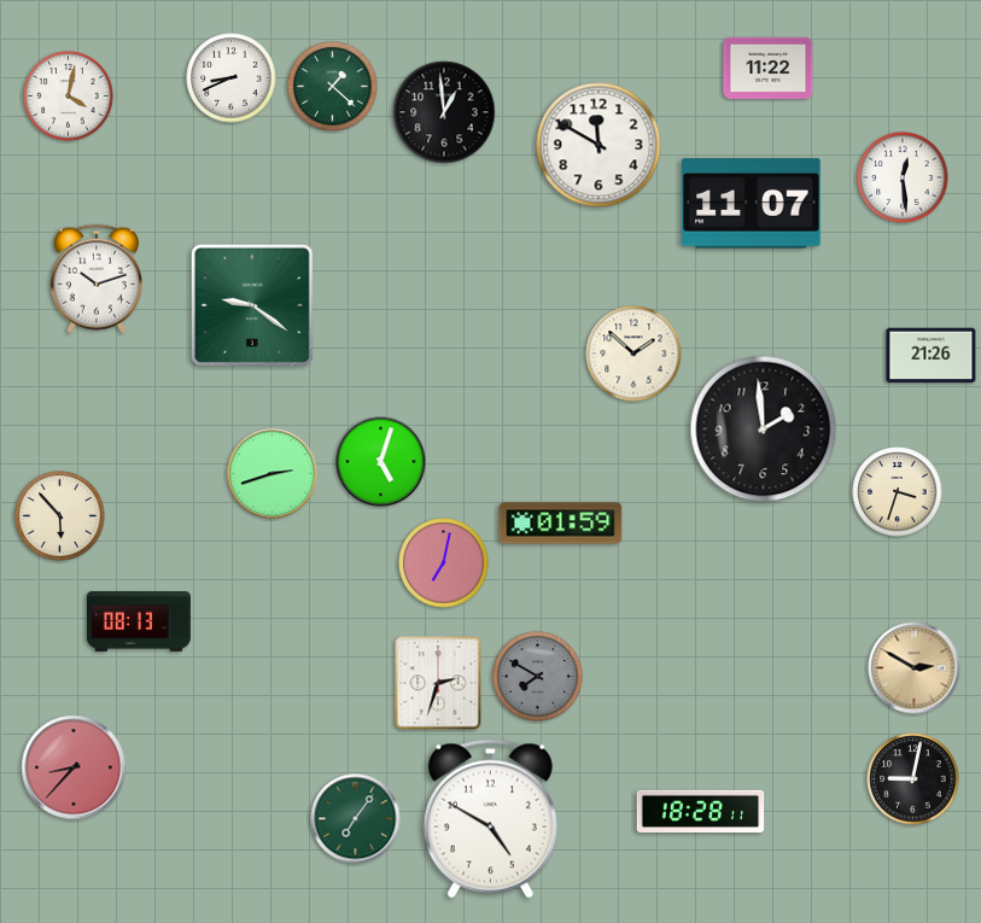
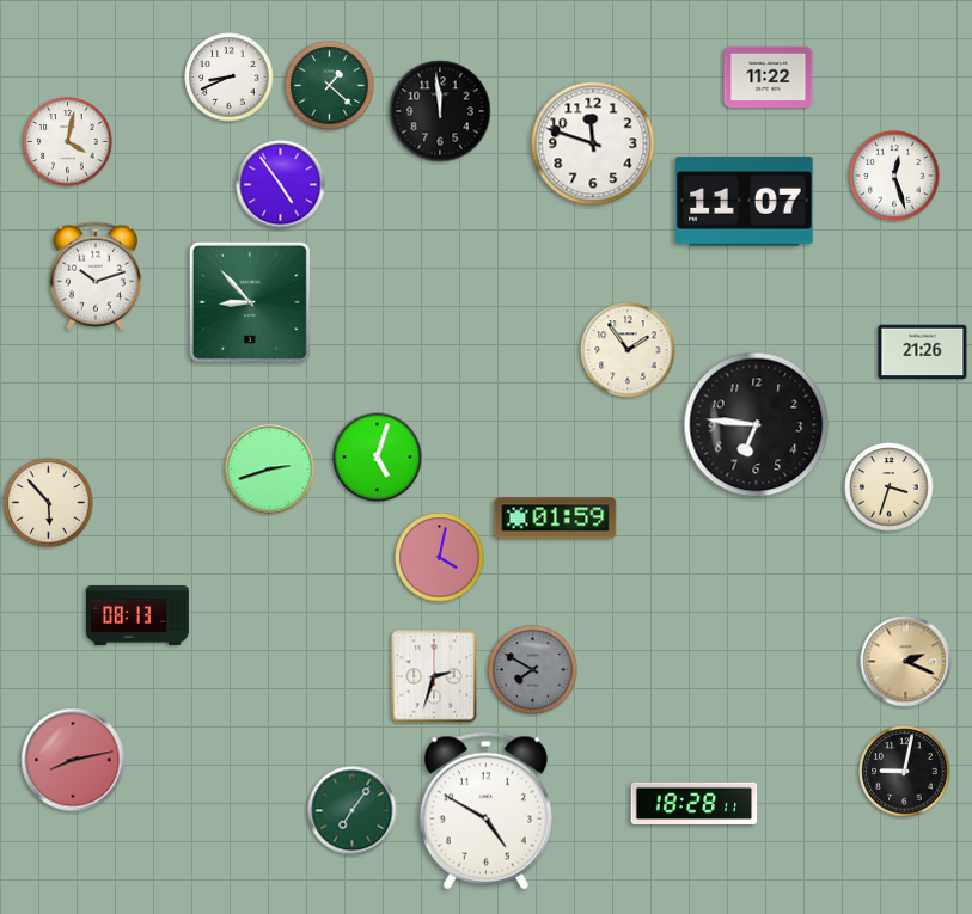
clock at (769, 68) position: (769, 68) -> (769, 76)
clock at (69, 97) position: (69, 97) -> (68, 142)
clock at (444, 112): 12:59 -> 11:59
clock at (598, 145): 11:50 -> 11:48
clock at (903, 177): 12:29 -> 12:27
clock at (281, 185): none -> 4:54
clock at (252, 305): 9:21 -> 8:53
clock at (633, 354): 1:52 -> 1:54
clock at (764, 430): 1:59 -> 6:46
clock at (60, 516) position: (60, 516) -> (49, 503)
clock at (444, 563): 7:02 -> 4:02
clock at (915, 668): 2:50 -> 2:19
clock at (74, 767): 8:37 -> 8:13
